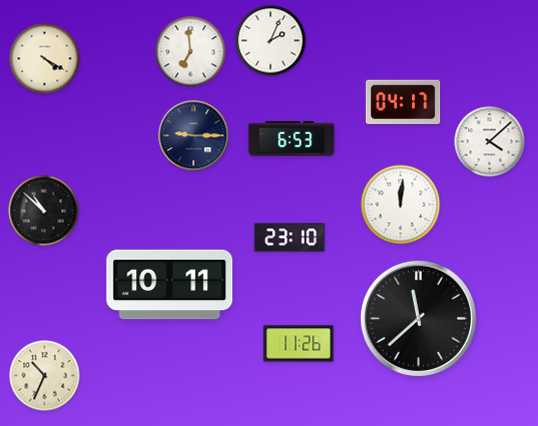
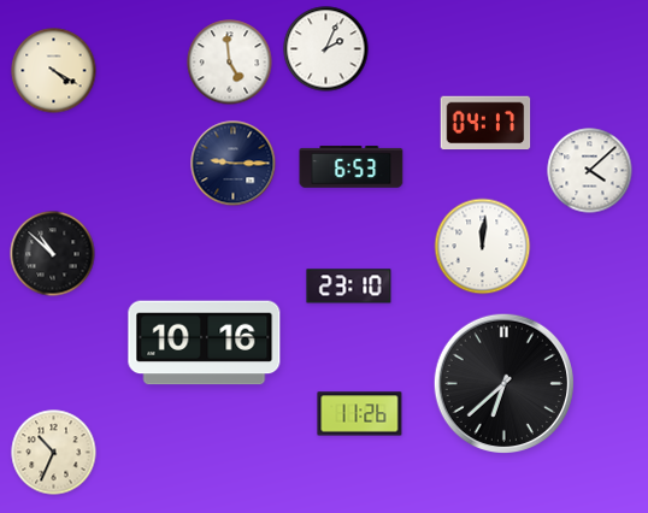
clock at (191, 52): 6:59 -> 4:59
clock at (170, 285): 10:11 -> 10:16
clock at (418, 318): 11:38 -> 6:38
